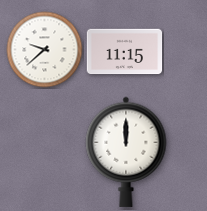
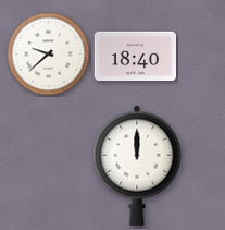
clock at (125, 52): 11:15 -> 18:40
